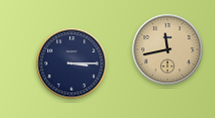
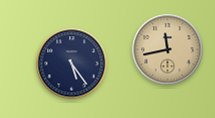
clock at (72, 64): 3:15 -> 5:24
